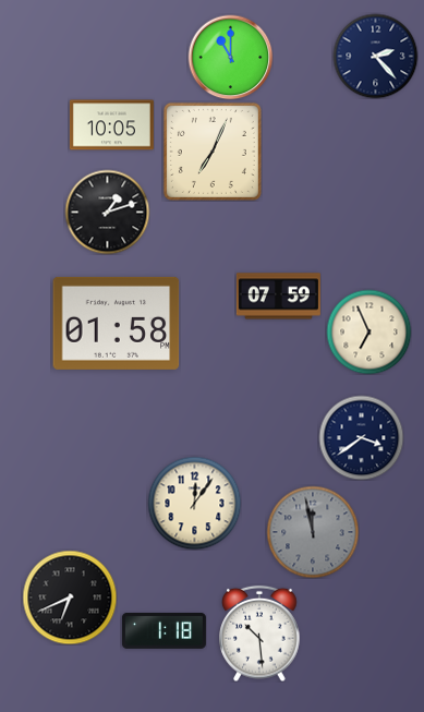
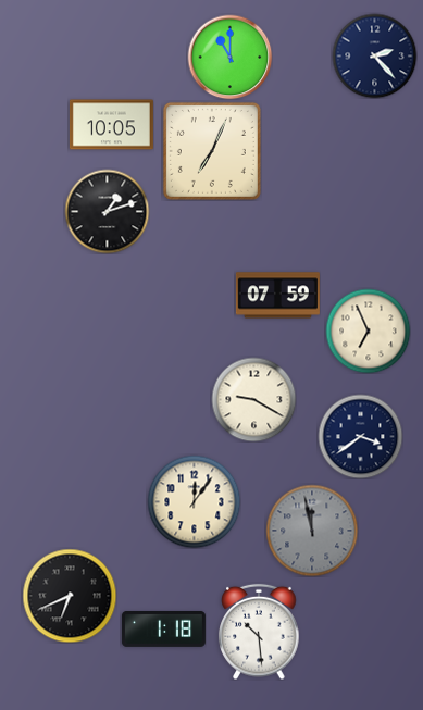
clock at (117, 323): 01:58 -> none
clock at (253, 399): none -> 9:20
